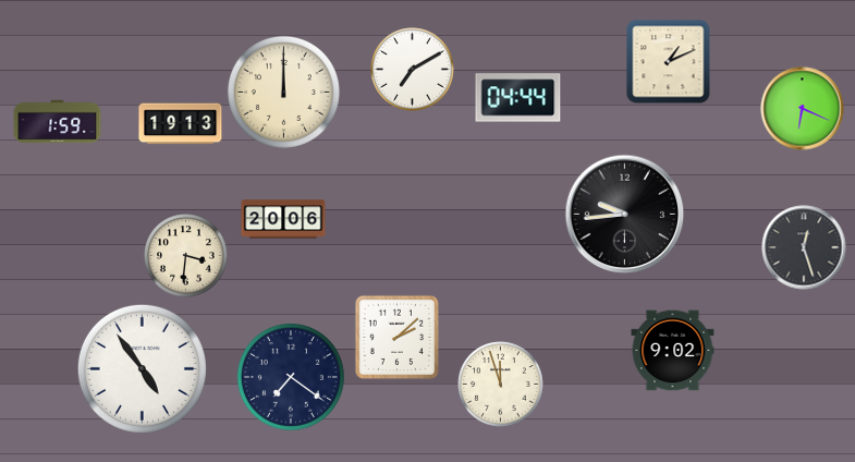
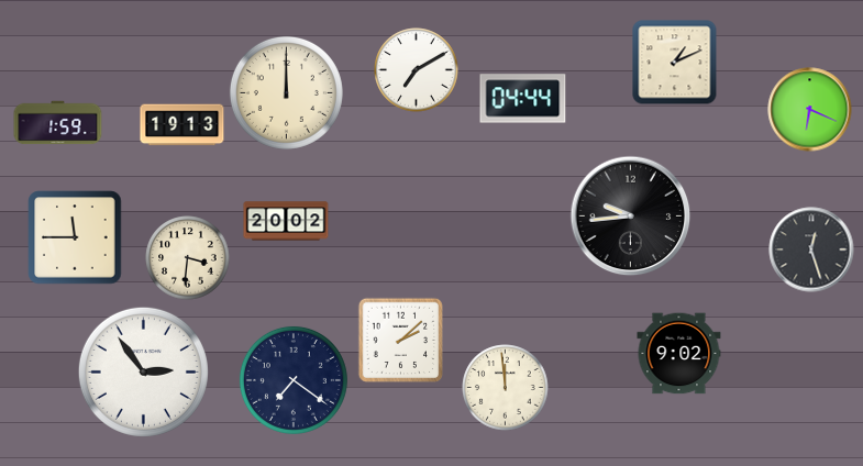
clock at (283, 219): 20:06 -> 20:02
clock at (75, 237): none -> 11:45
clock at (142, 368): 4:54 -> 2:54
clock at (501, 385): 11:57 -> 11:59
